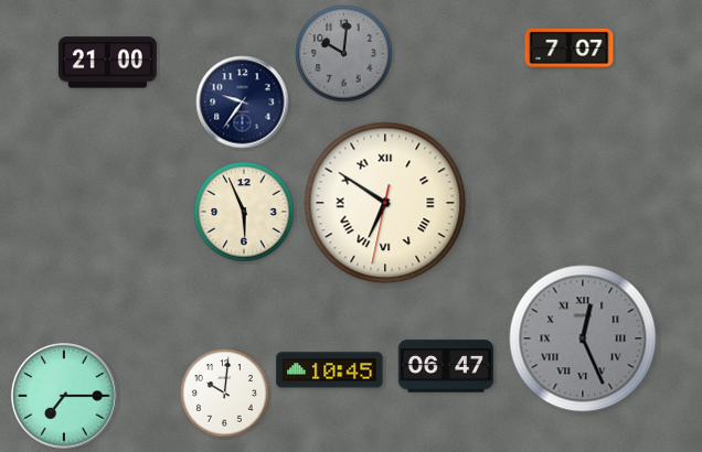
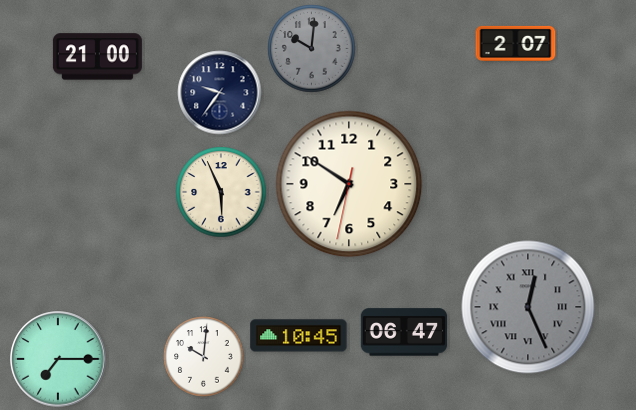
clock at (570, 47): 7:07 -> 2:07
clock at (385, 203) numerals: Roman -> Arabic
